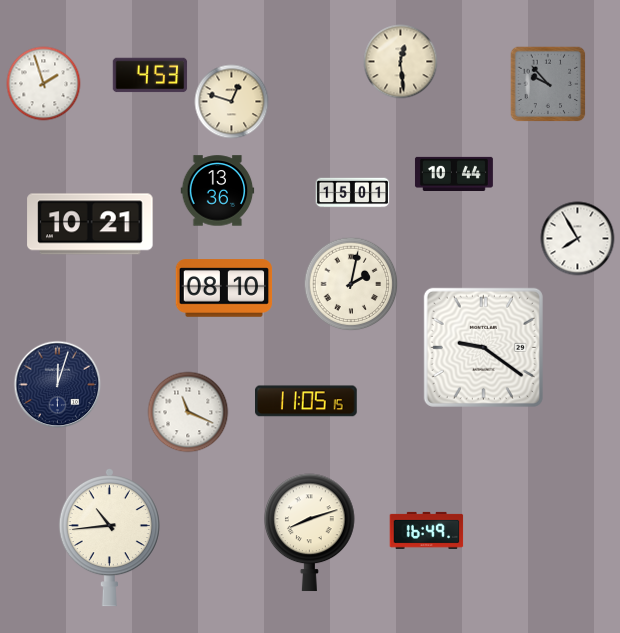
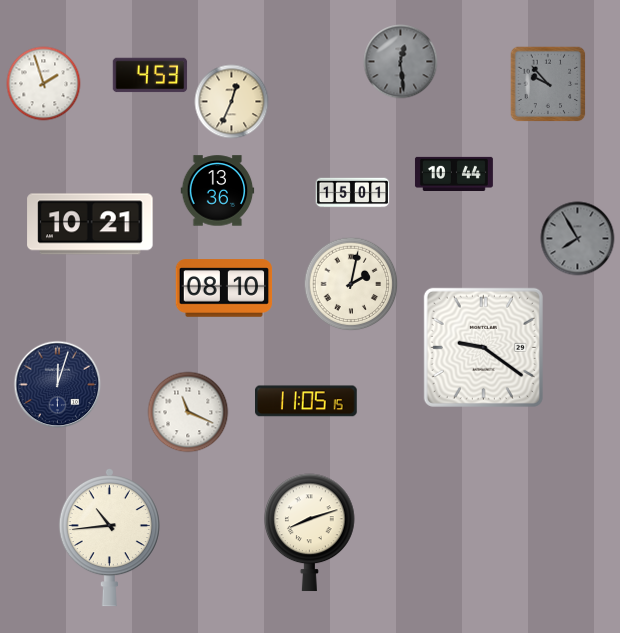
clock at (401, 62) dial: cream -> grey
clock at (232, 102): 12:48 -> 12:34
clock at (578, 239) dial: white -> grey
clock at (427, 530): 16:49 -> none
